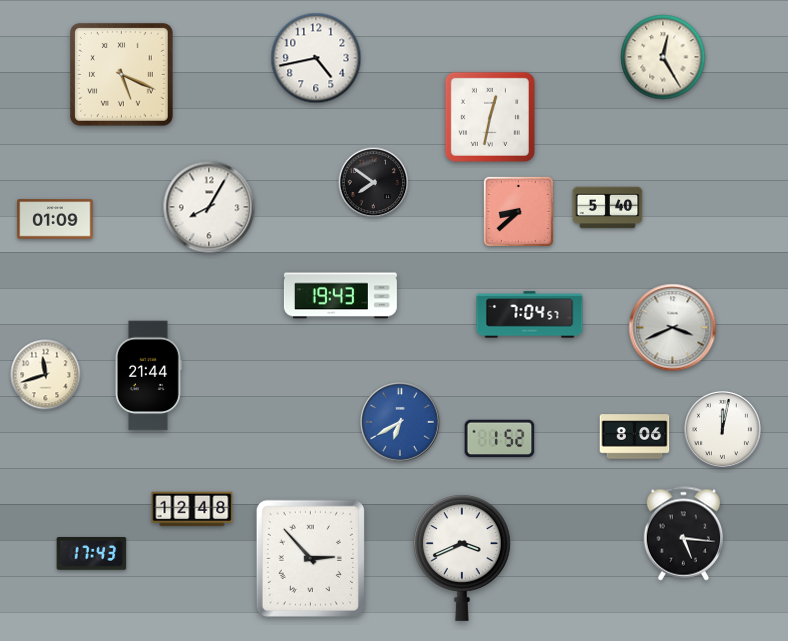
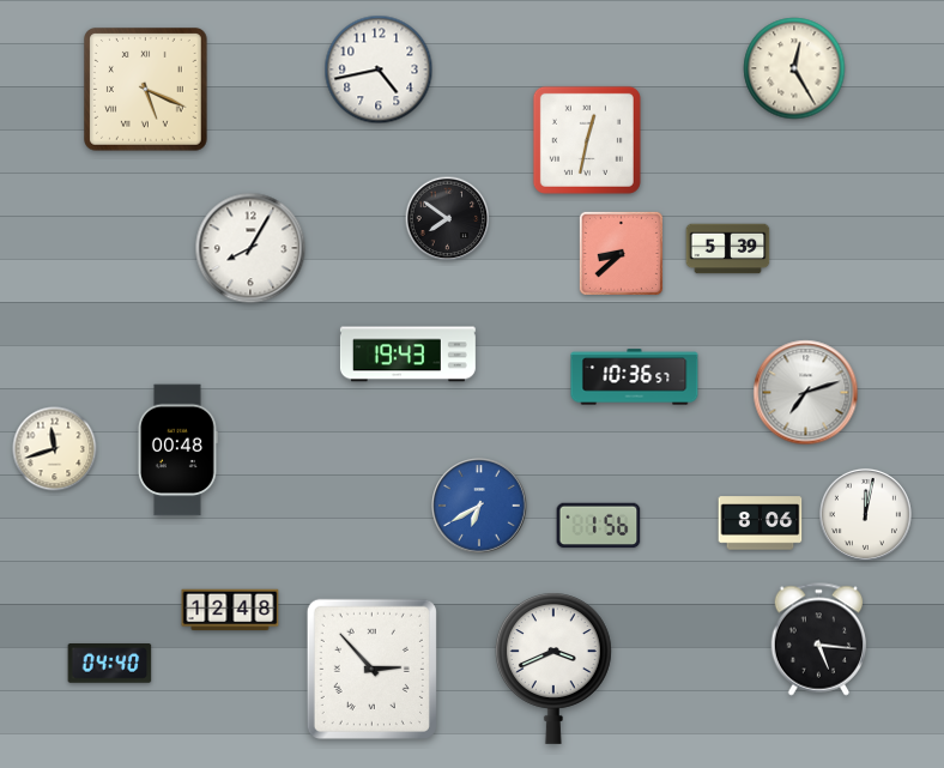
clock at (608, 208): 5:40 -> 5:39
clock at (55, 219): 01:09 -> none
clock at (530, 315): 7:04 -> 10:36
clock at (673, 328): 3:41 -> 7:12
clock at (149, 376): 21:44 -> 00:48
clock at (500, 439): 1:52 -> 1:56
clock at (92, 554): 17:43 -> 04:40
